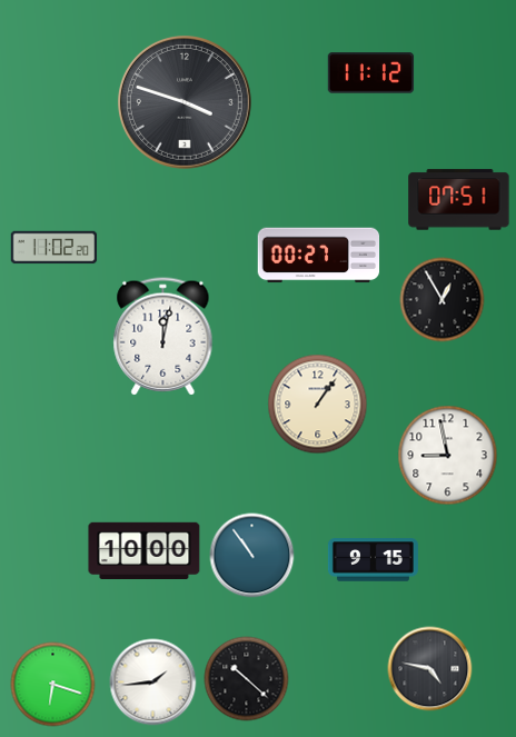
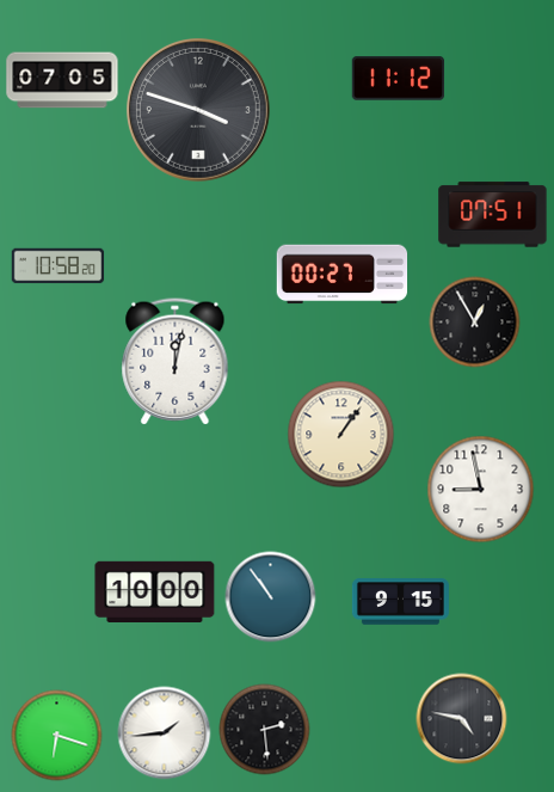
clock at (62, 80): none -> 07:05
clock at (54, 248): 11:02 -> 10:58
clock at (247, 679): 10:22 -> 2:29
